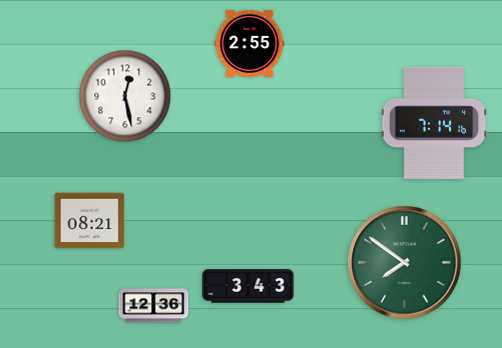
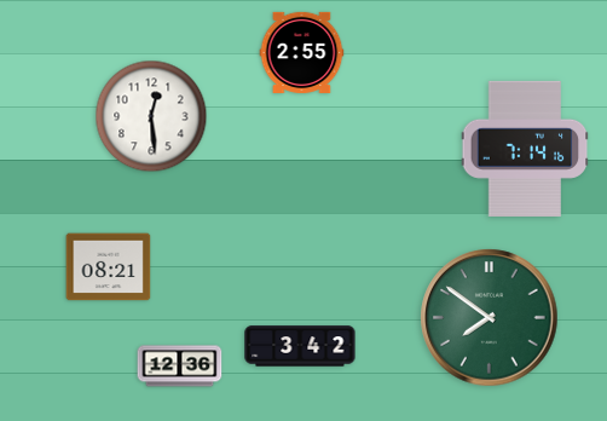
clock at (125, 96): 12:28 -> 12:29
clock at (248, 286): 3:43 -> 3:42
clock at (154, 306) position: (154, 306) -> (180, 367)
